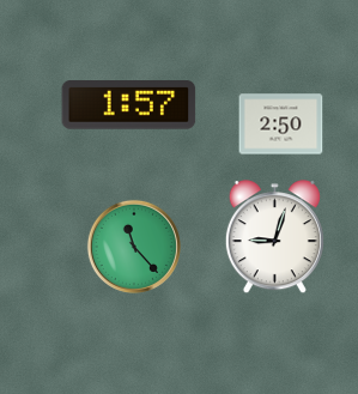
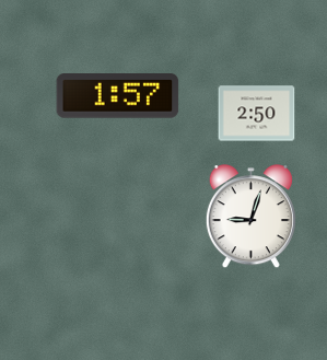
clock at (134, 247): 11:23 -> none
